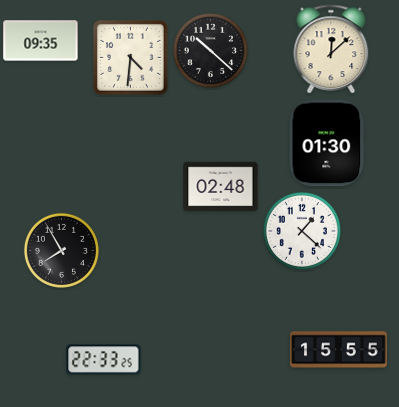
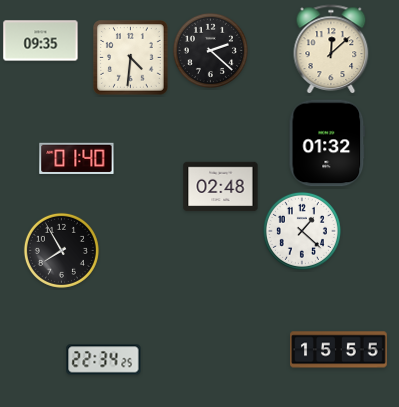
clock at (210, 50): 10:22 -> 2:22
clock at (327, 143): 01:30 -> 01:32
clock at (77, 158): none -> 01:40
clock at (104, 360): 22:33 -> 22:34
